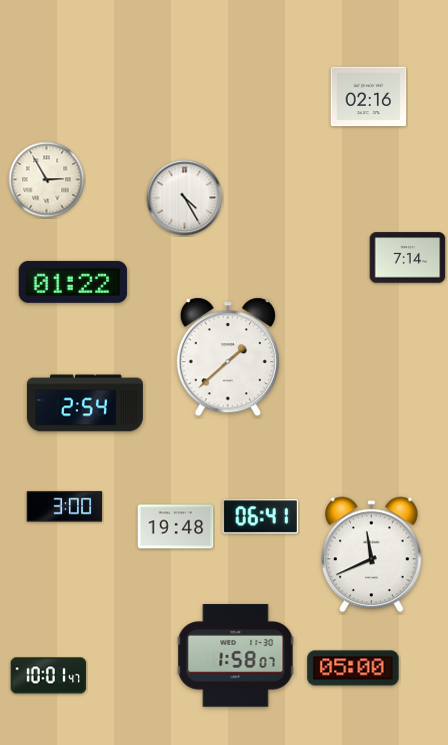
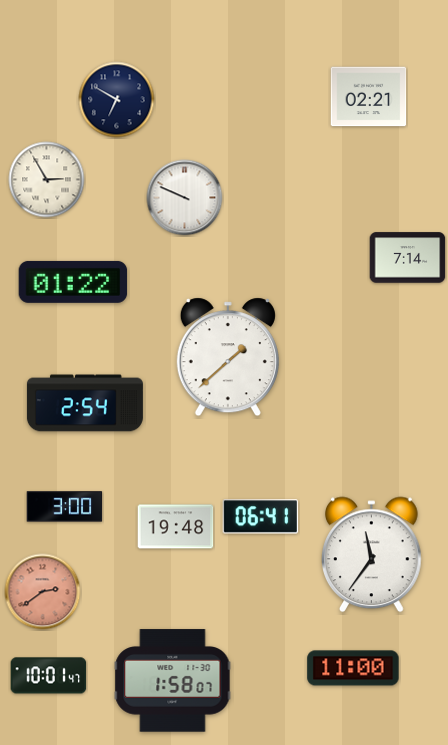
clock at (369, 97): 02:16 -> 02:21
clock at (117, 100): none -> 6:50
clock at (185, 198): 4:25 -> 9:49
clock at (372, 555): 11:41 -> 11:36
clock at (43, 592): none -> 2:39
clock at (236, 656) position: (236, 656) -> (173, 681)
clock at (353, 668): 05:00 -> 11:00
